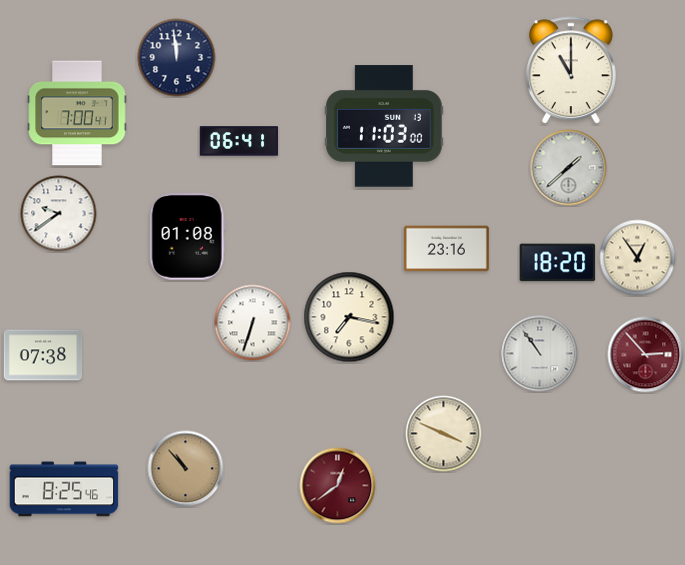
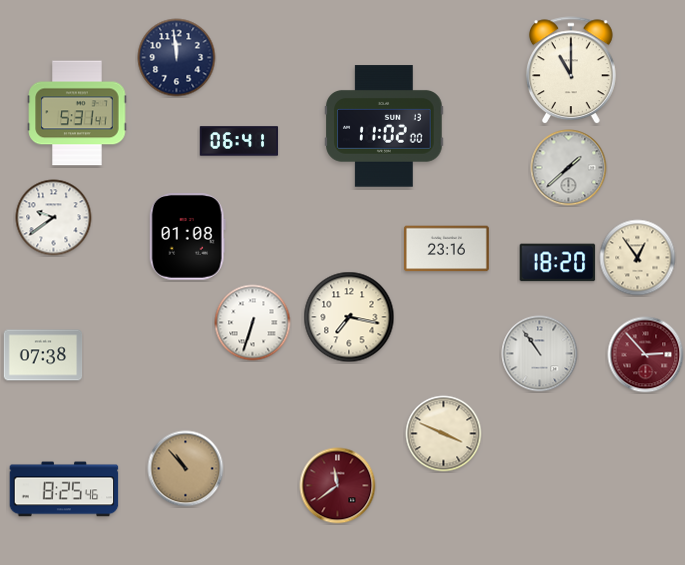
clock at (77, 113): 7:00 -> 5:31
clock at (384, 126): 11:03 -> 11:02
clock at (59, 214) position: (59, 214) -> (54, 218)
clock at (338, 486): 12:39 -> 11:39
